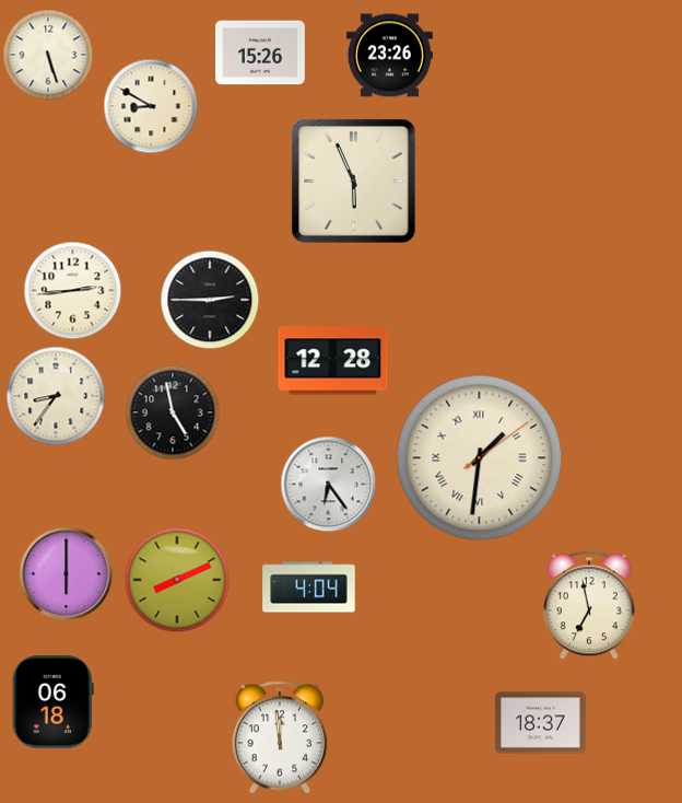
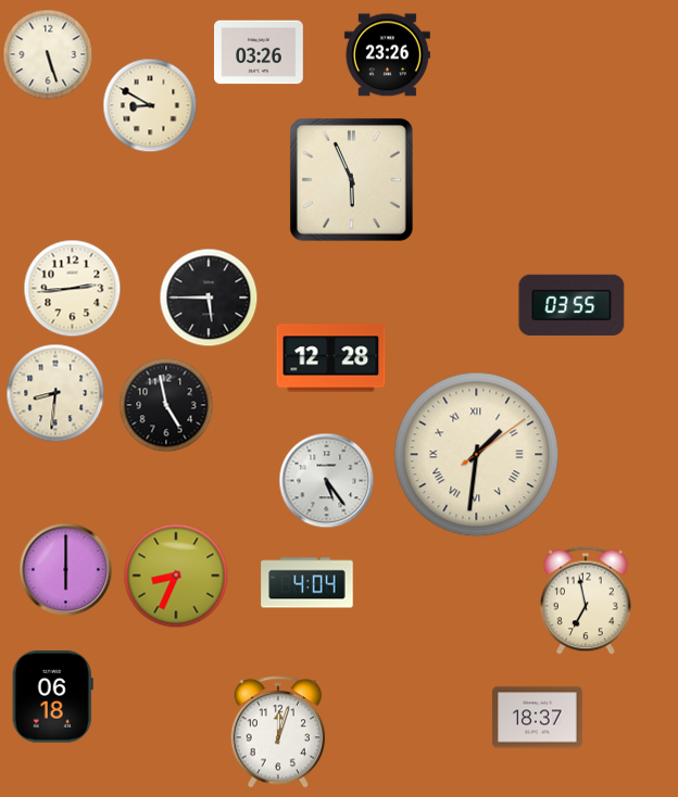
clock at (260, 53): 15:26 -> 03:26
clock at (210, 300): 2:45 -> 5:45
clock at (572, 305): none -> 03:55
clock at (56, 396): 8:36 -> 8:31
clock at (173, 412) position: (173, 412) -> (166, 405)
clock at (329, 485): 6:24 -> 5:24
clock at (177, 580): 8:11 -> 8:34
clock at (280, 737): 11:59 -> 12:03
